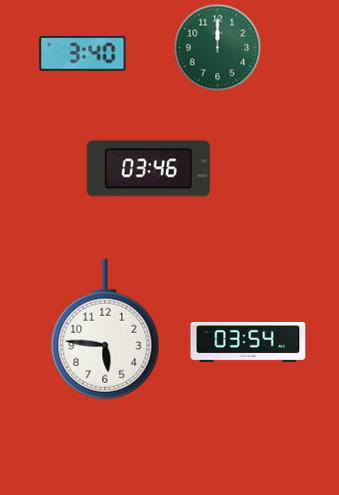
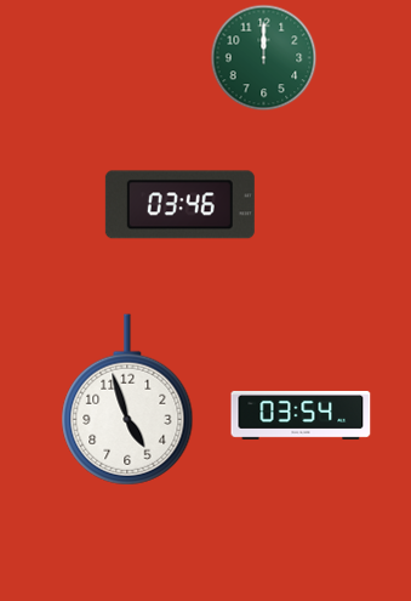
clock at (83, 54): 3:40 -> none
clock at (105, 329): 5:46 -> 4:57
